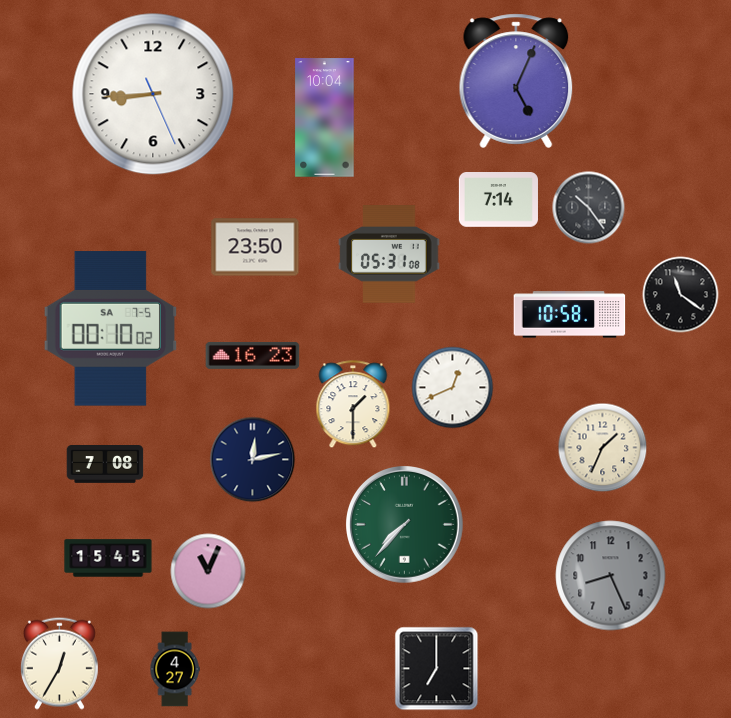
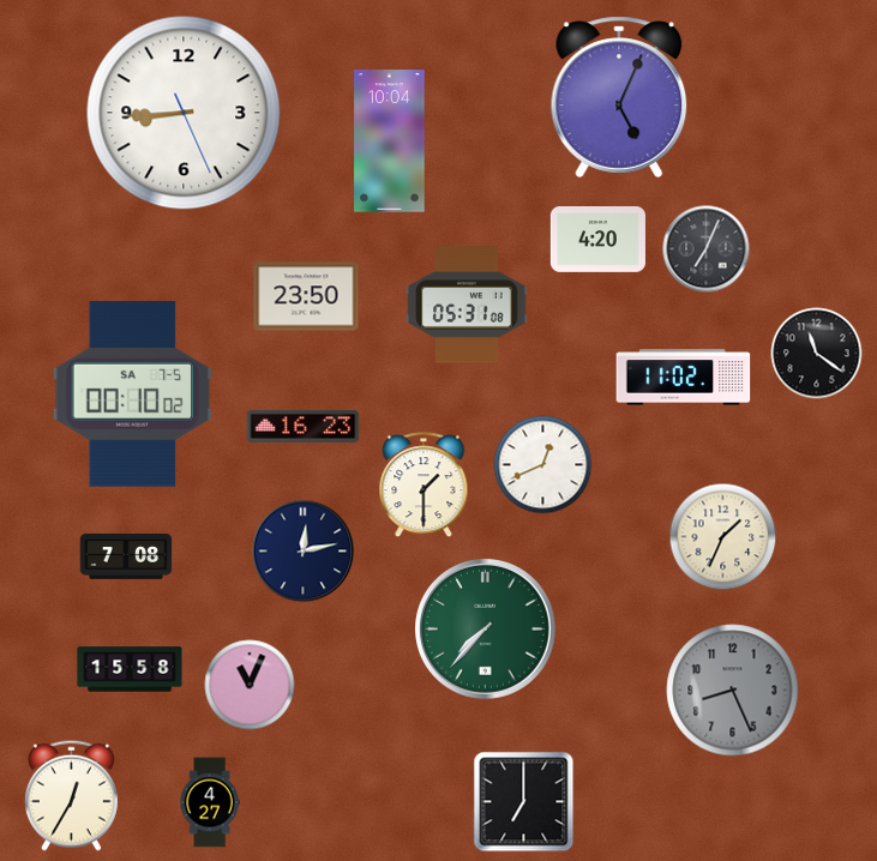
clock at (498, 200): 7:14 -> 4:20
clock at (589, 208): 10:24 -> 7:04
clock at (570, 315): 10:58 -> 11:02
clock at (108, 558): 15:45 -> 15:58
